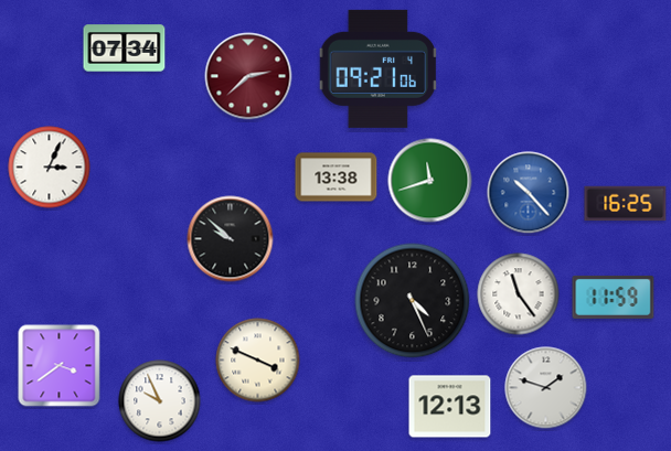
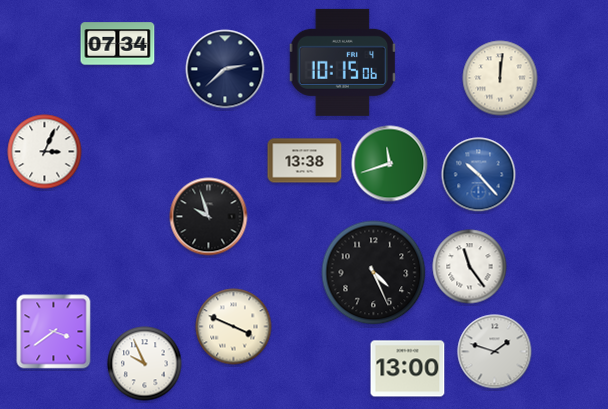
clock at (125, 49) position: (125, 49) -> (118, 44)
clock at (377, 68): 09:21 -> 10:15
clock at (248, 76) dial: burgundy -> navy
clock at (500, 78): none -> 12:01
clock at (626, 204): 16:25 -> none
clock at (231, 239): 9:52 -> 9:57
clock at (614, 297): 11:59 -> none
clock at (450, 407): 12:13 -> 13:00
